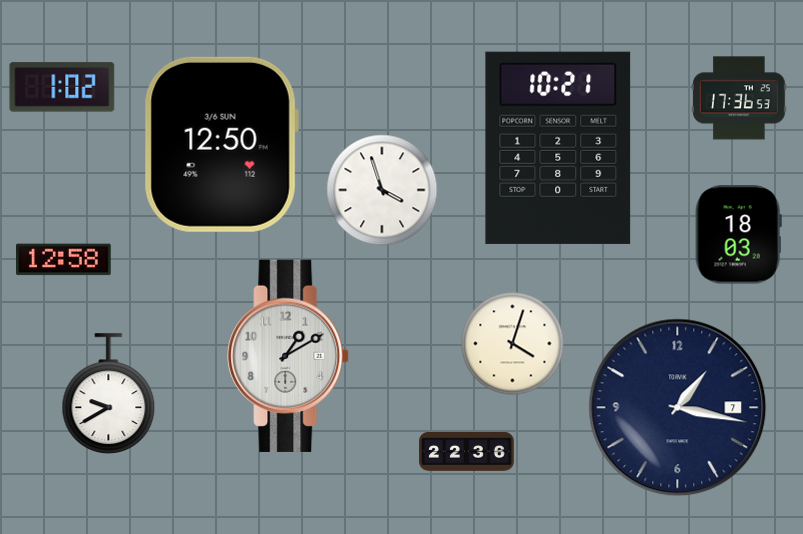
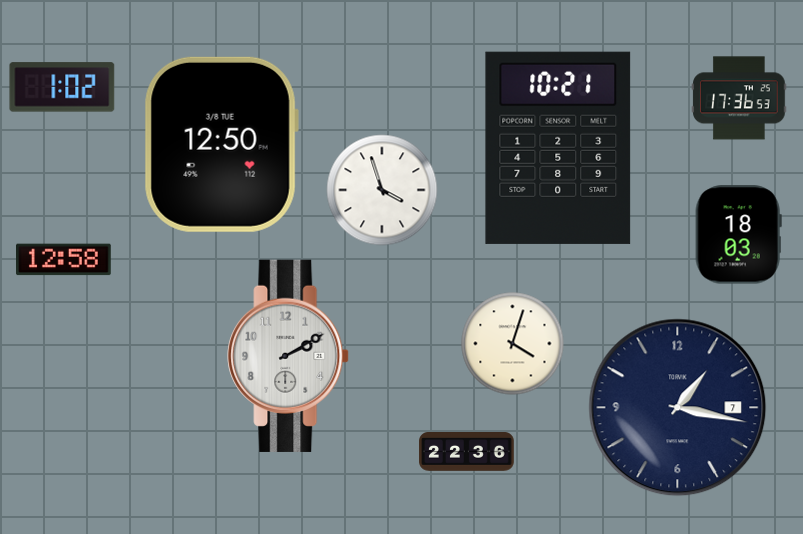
clock at (221, 144) date: 3/6 SUN -> 3/8 TUE
clock at (288, 356): 1:10 -> 2:10
clock at (109, 393): 9:40 -> none
